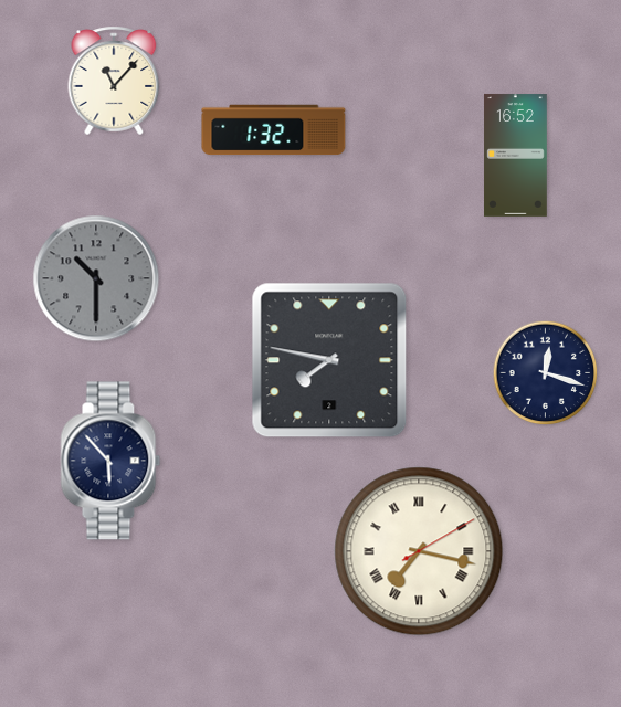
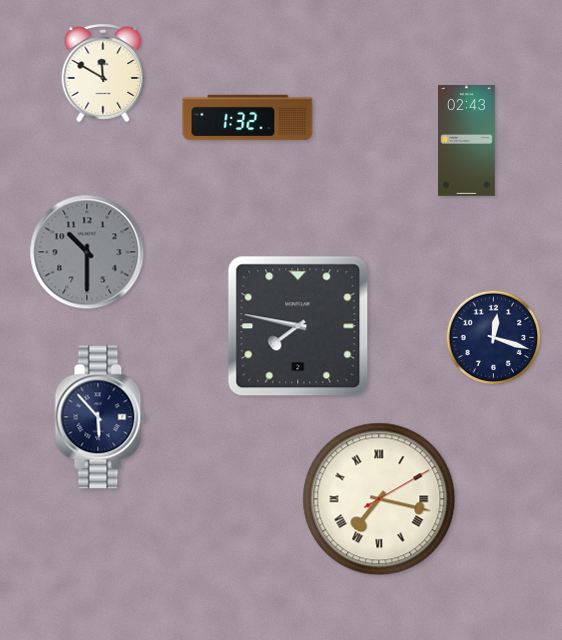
clock at (114, 81): 11:07 -> 11:50
clock at (516, 156): 16:52 -> 02:43
